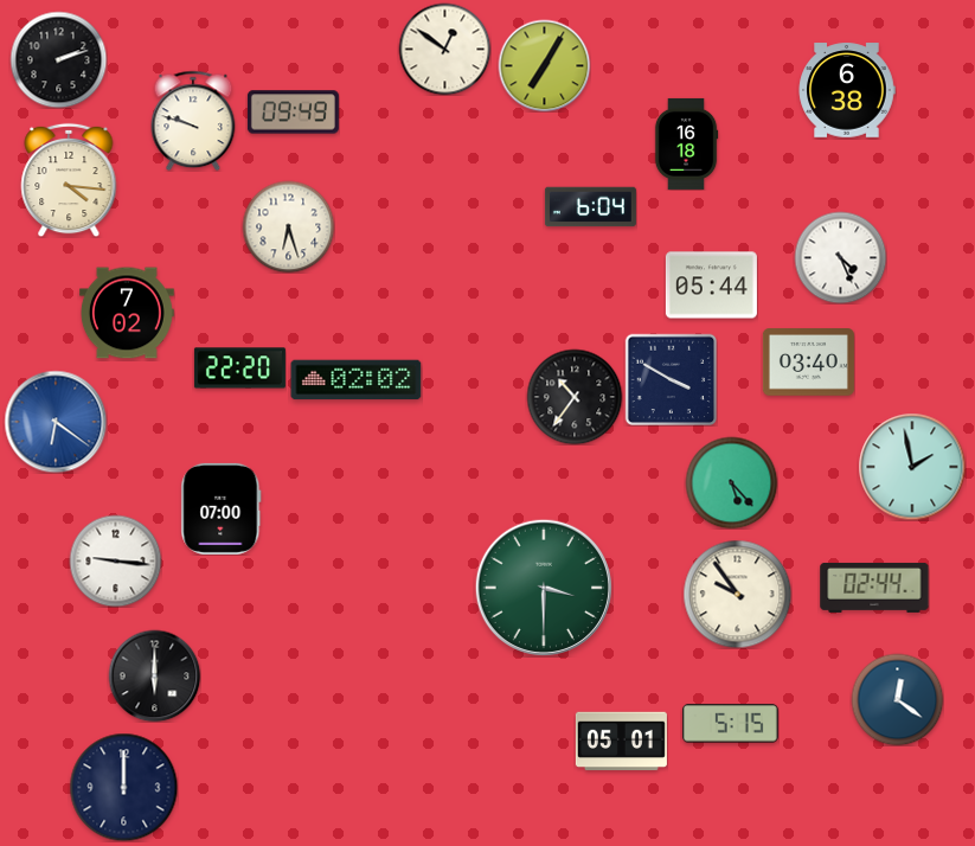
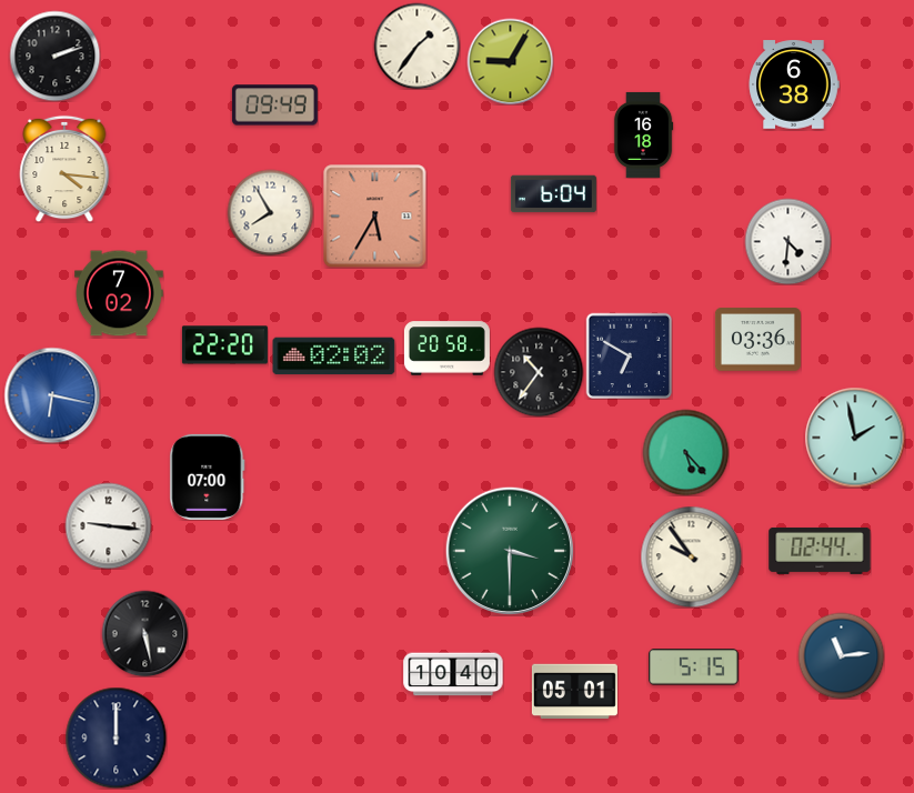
clock at (444, 49): 12:51 -> 1:36
clock at (544, 65): 7:05 -> 9:05
clock at (193, 121): 9:48 -> none
clock at (288, 226): 6:27 -> 7:55
clock at (374, 215): none -> 5:35
clock at (840, 257): 4:26 -> 4:31
clock at (711, 286): 05:44 -> none
clock at (808, 363): 03:40 -> 03:36
clock at (446, 349): none -> 20:58
clock at (671, 379): 3:50 -> 6:50
clock at (56, 422): 6:21 -> 6:17
clock at (154, 675): 6:00 -> 5:28
clock at (897, 699): 12:21 -> 11:14
clock at (453, 674): none -> 10:40
clock at (730, 724) position: (730, 724) -> (693, 667)
clock at (621, 742) position: (621, 742) -> (574, 692)
